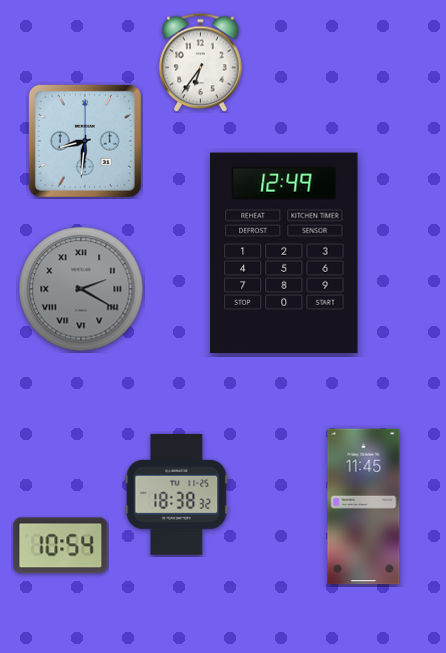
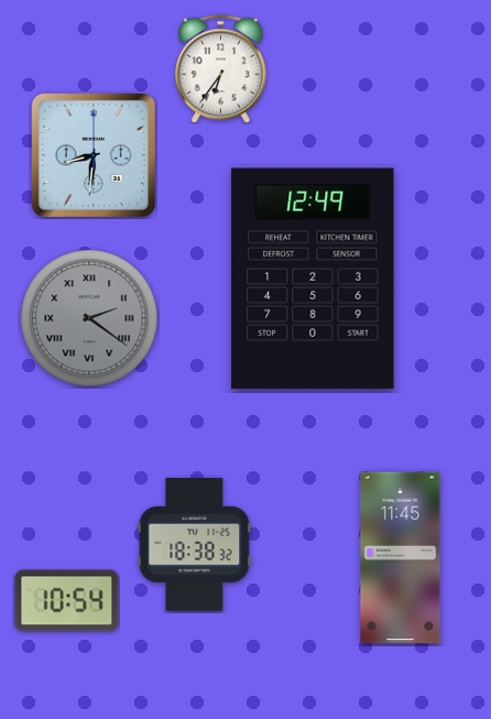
clock at (81, 289): 2:20 -> 2:21
